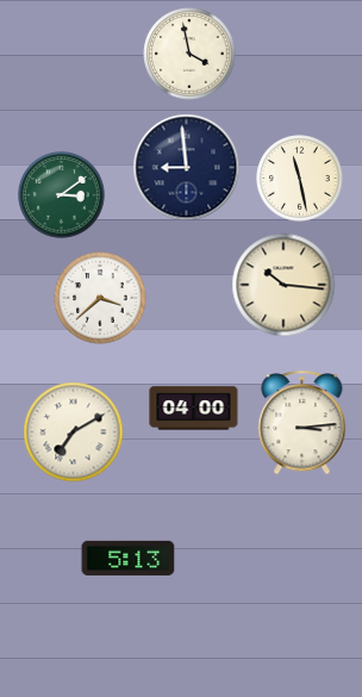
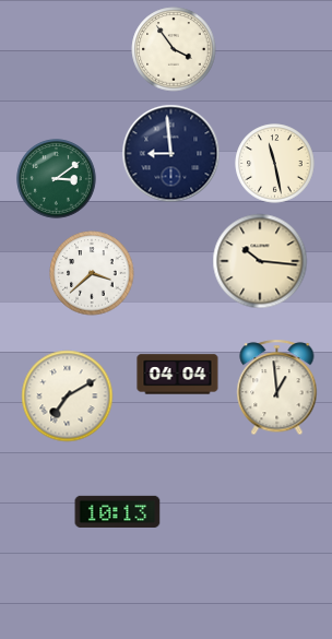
clock at (189, 54): 3:58 -> 3:54
clock at (194, 409): 04:00 -> 04:04
clock at (302, 423): 3:14 -> 12:59
clock at (129, 558): 5:13 -> 10:13
